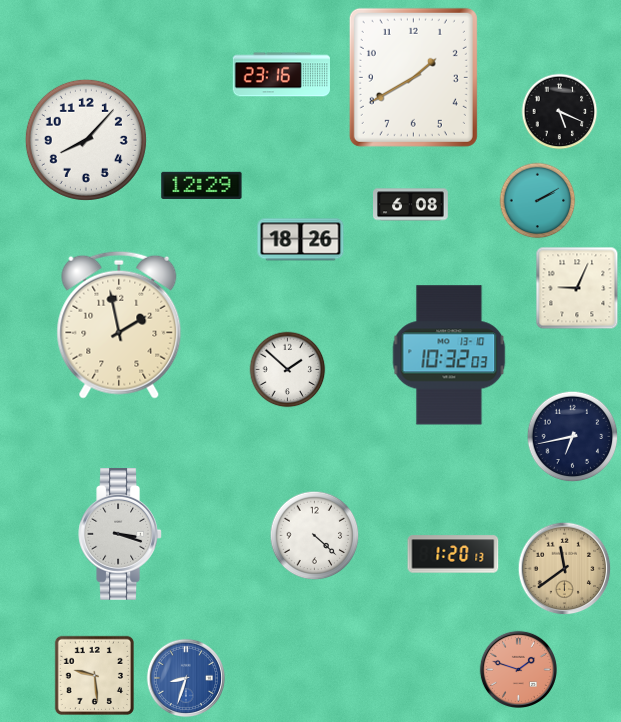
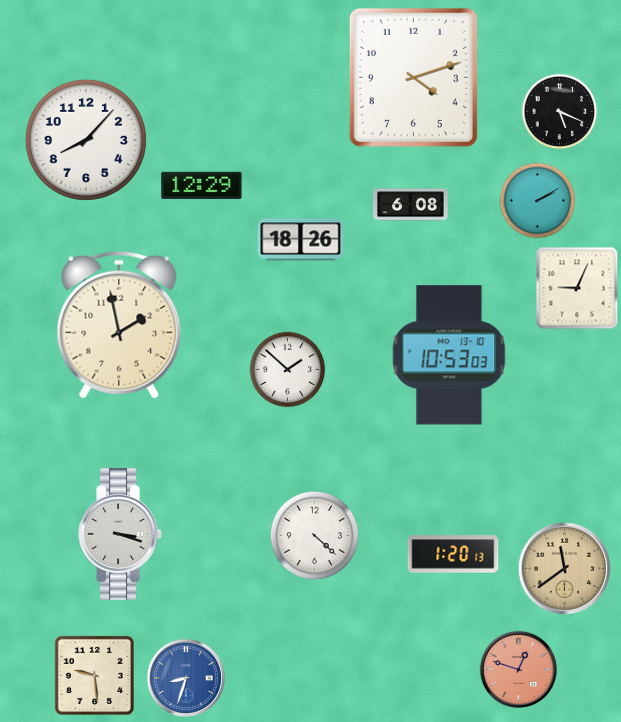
clock at (281, 75): 23:16 -> none
clock at (413, 77): 1:40 -> 4:12
clock at (449, 355): 10:32 -> 10:53
clock at (573, 437): 6:43 -> none
clock at (518, 669): 1:48 -> 12:48
